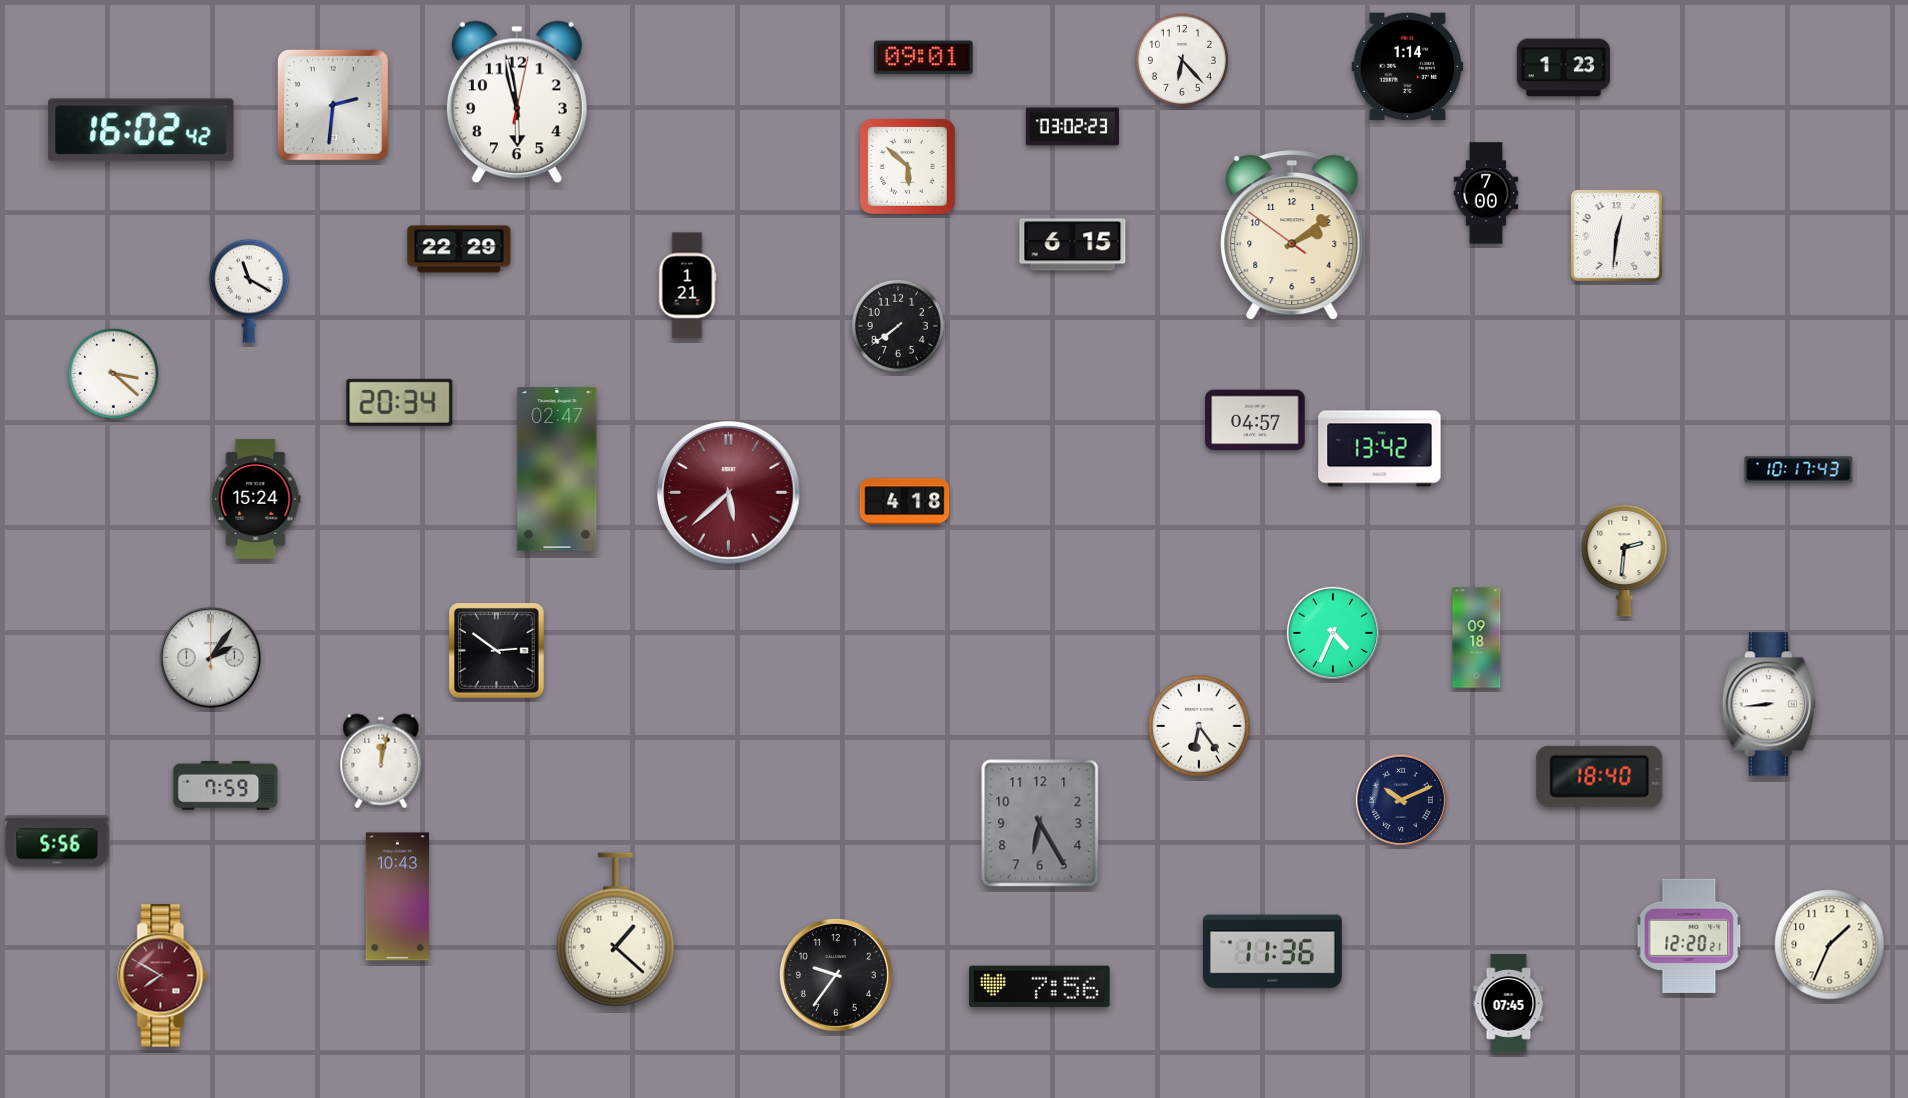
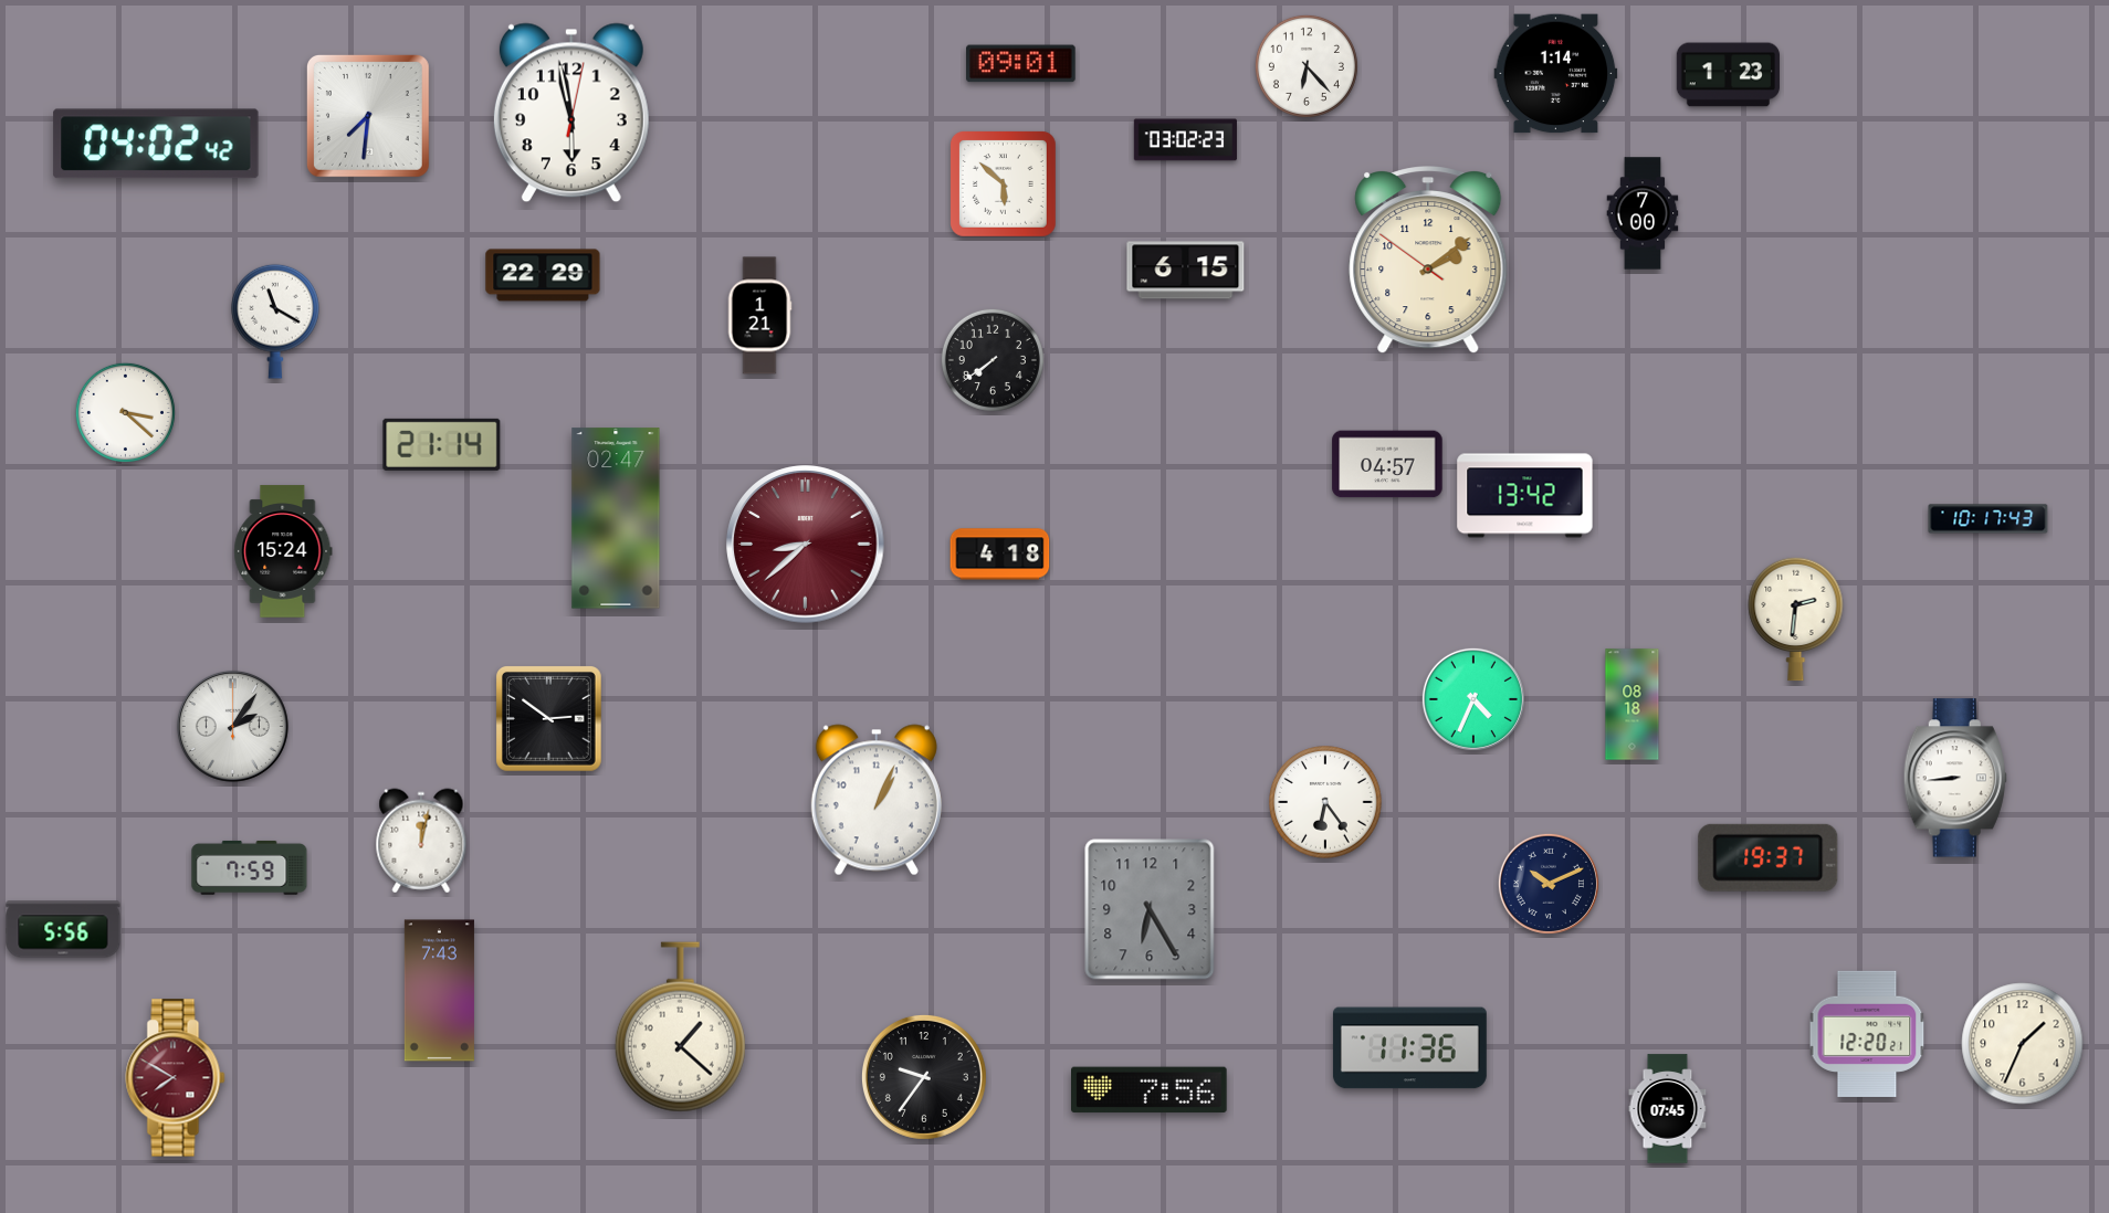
clock at (333, 105): 2:31 -> 7:31
clock at (141, 130): 16:02 -> 04:02
clock at (1616, 235): 12:31 -> none
clock at (459, 249) position: (459, 249) -> (543, 275)
clock at (400, 402): 20:34 -> 21:14
clock at (729, 493): 5:38 -> 8:38
clock at (1477, 638): 09:18 -> 08:18
clock at (877, 800): none -> 1:04
clock at (1600, 776): 18:40 -> 19:37
clock at (397, 897): 10:43 -> 7:43
clock at (1272, 952) position: (1272, 952) -> (1409, 1048)
clock at (163, 976) position: (163, 976) -> (176, 1078)
